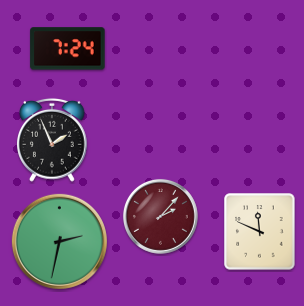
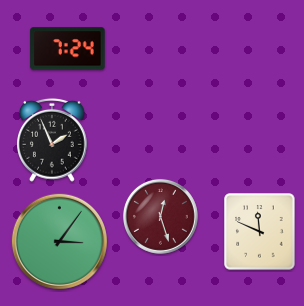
clock at (160, 216): 2:07 -> 12:27
clock at (59, 241): 2:32 -> 3:06
